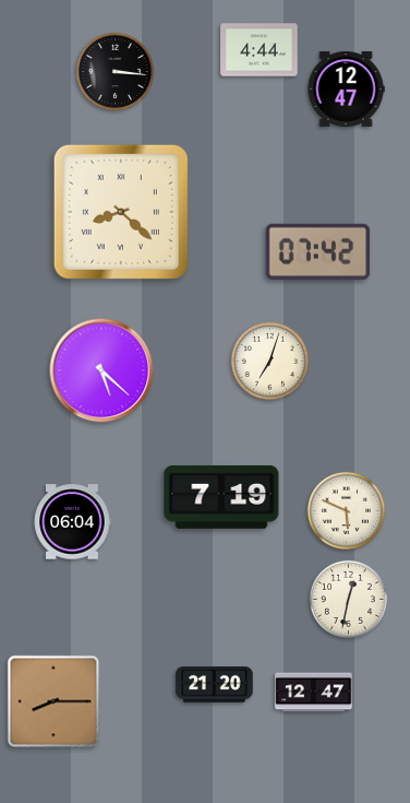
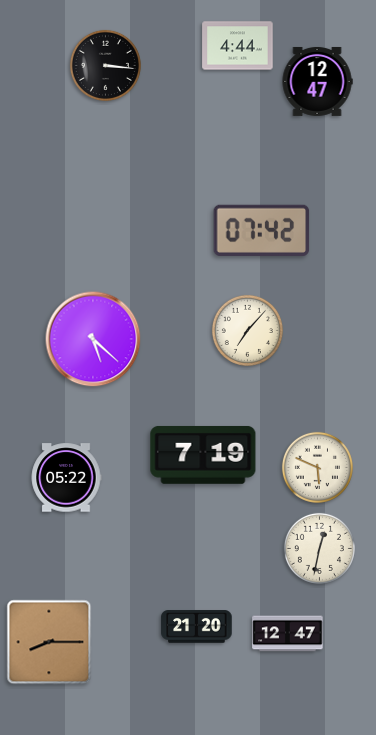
clock at (121, 212): 8:22 -> none
clock at (318, 251) position: (318, 251) -> (262, 230)
clock at (269, 361): 7:03 -> 7:07
clock at (72, 522): 06:04 -> 05:22
